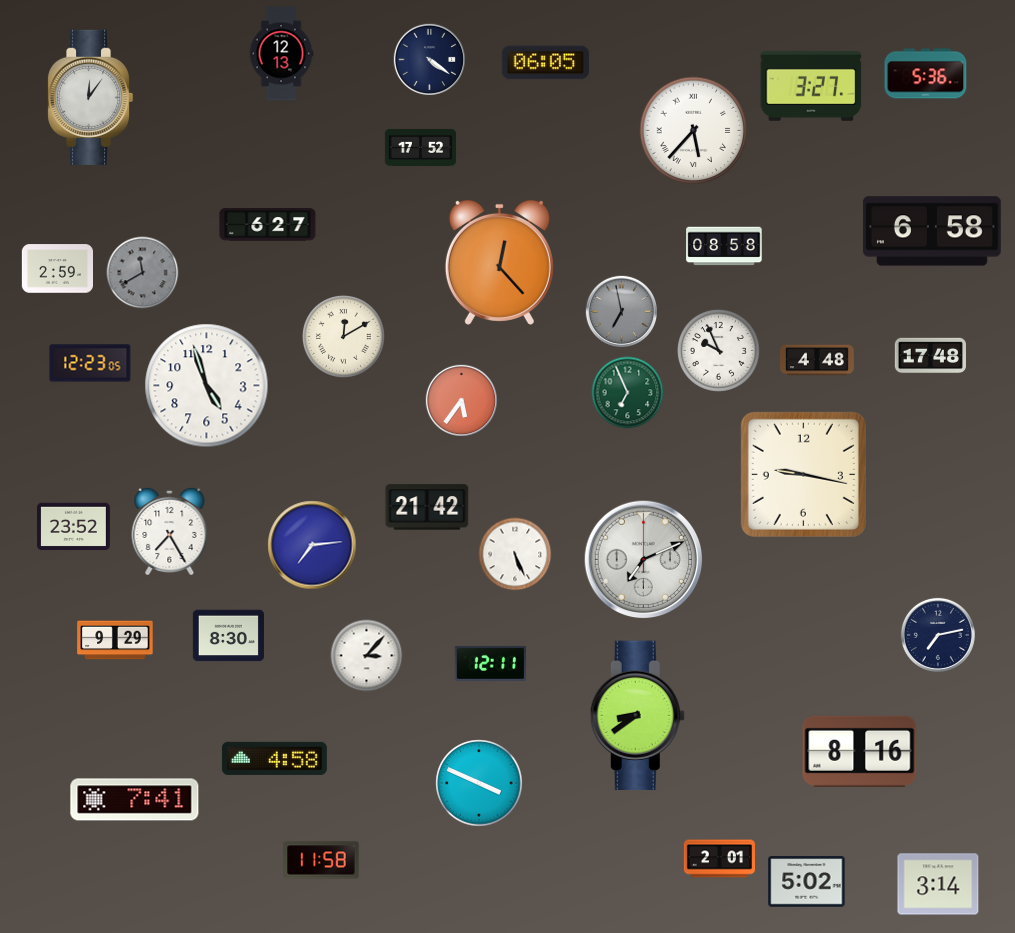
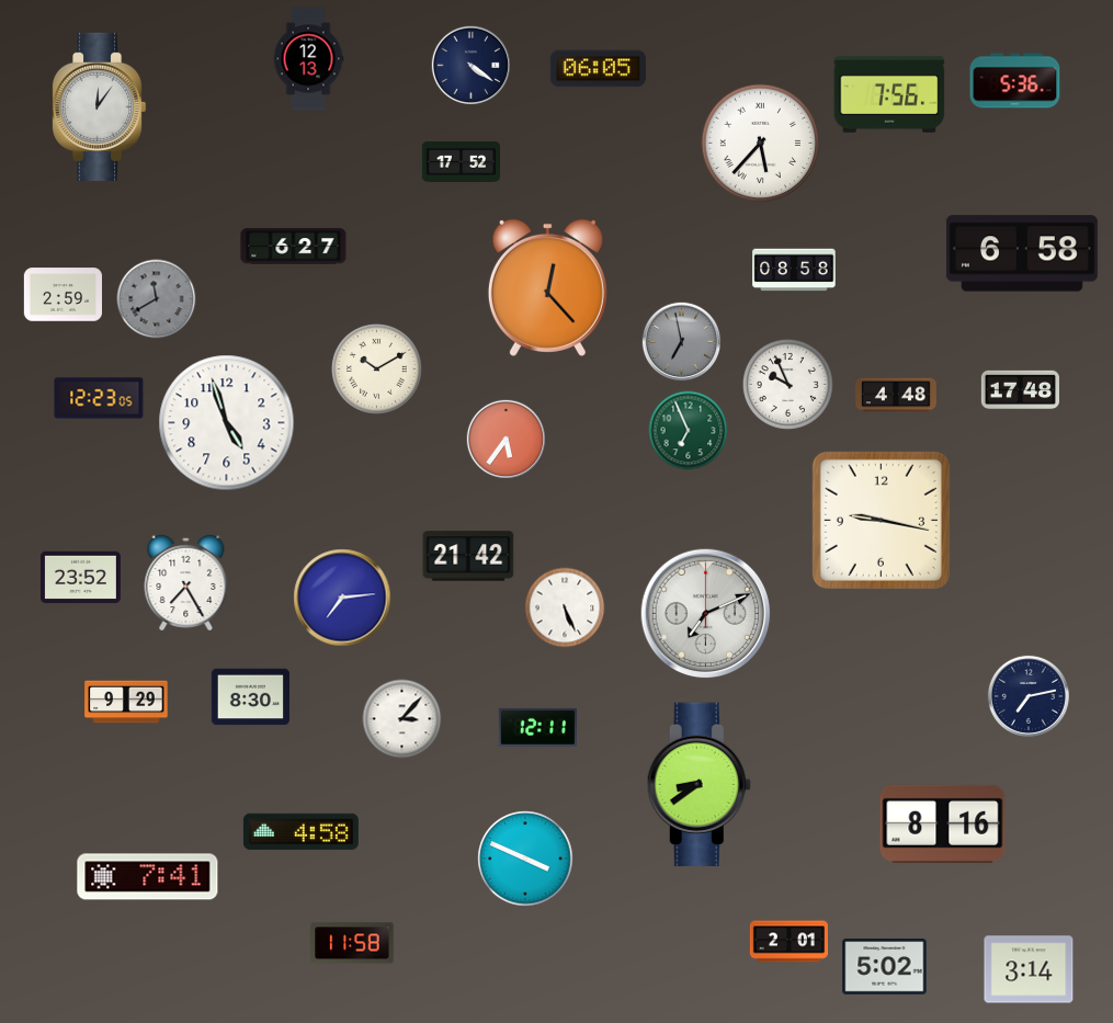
clock at (811, 86): 3:27 -> 7:56
clock at (343, 336): 12:10 -> 10:10
